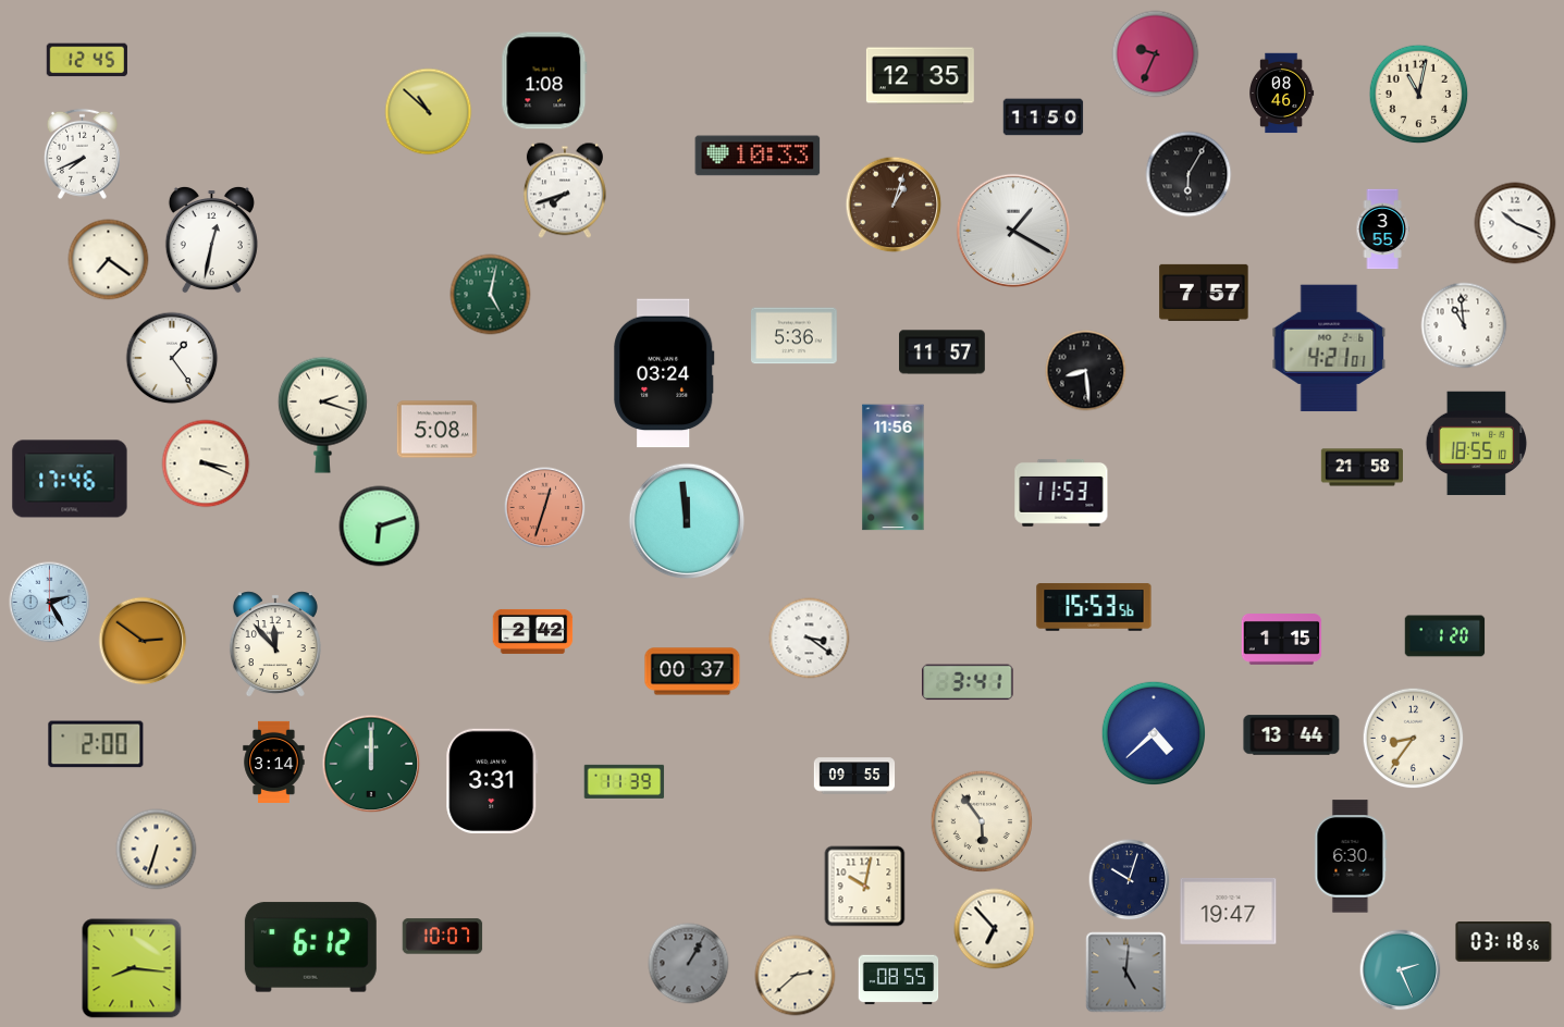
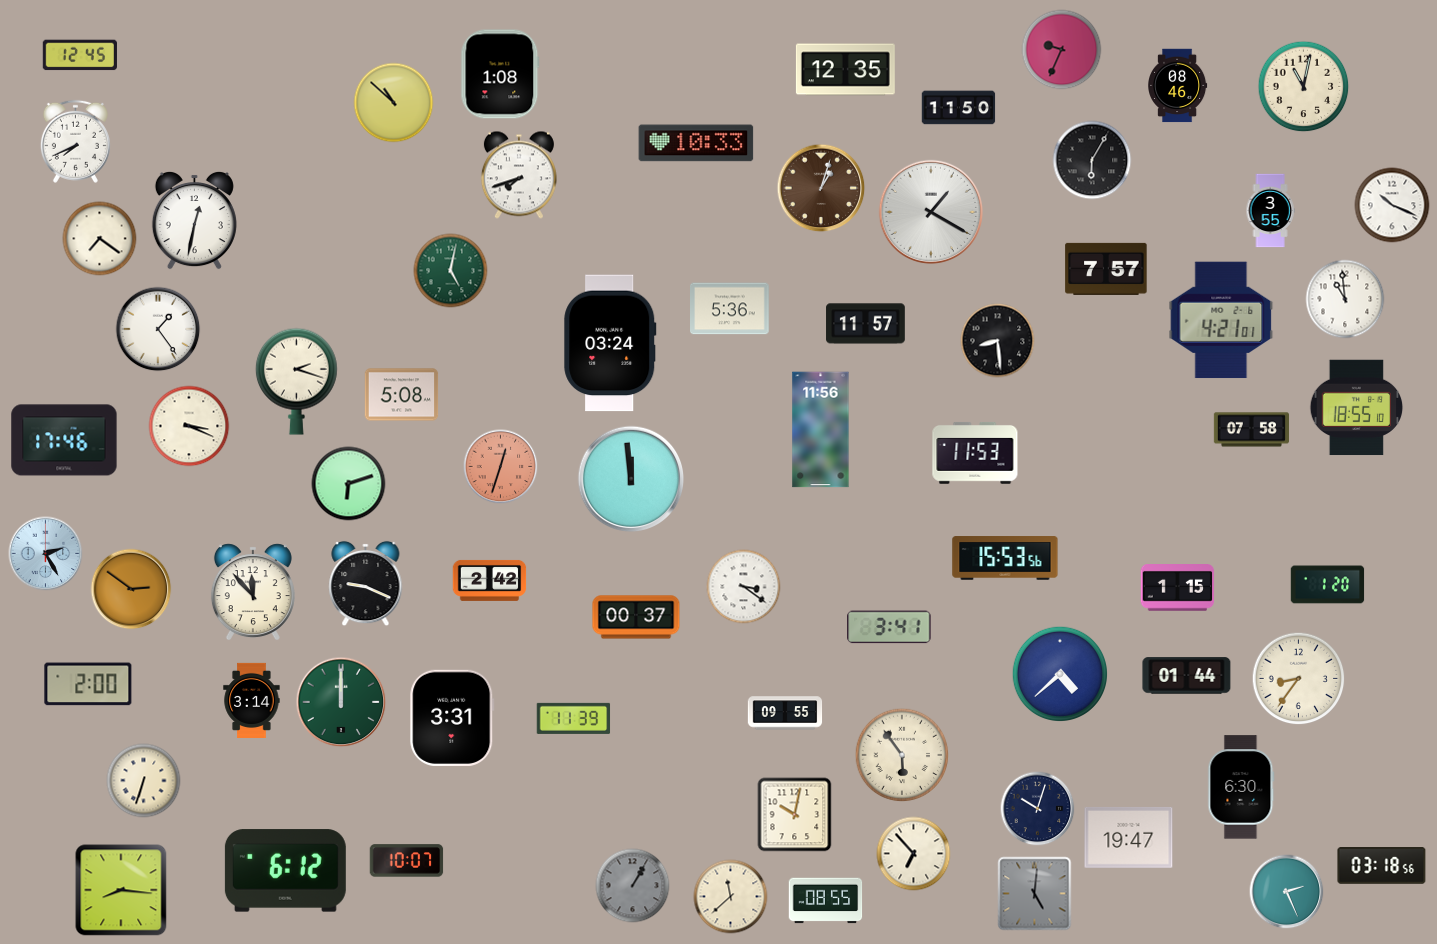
clock at (1362, 468): 21:58 -> 07:58
clock at (366, 584): none -> 9:19
clock at (1292, 735): 13:44 -> 01:44
clock at (796, 976): 2:38 -> 11:38
